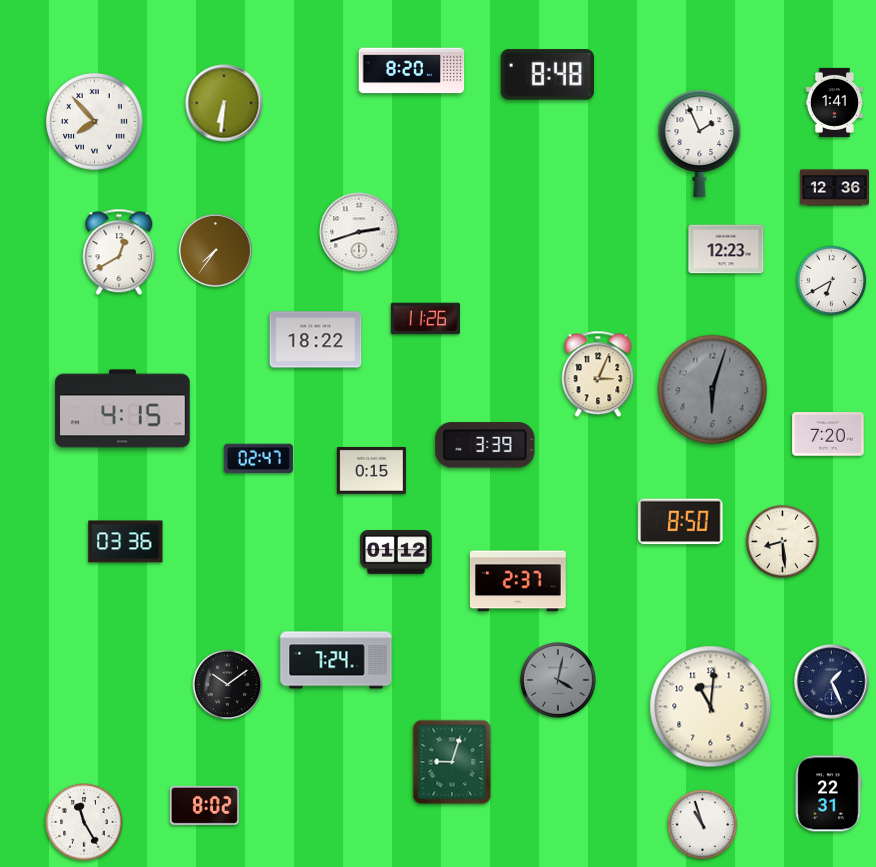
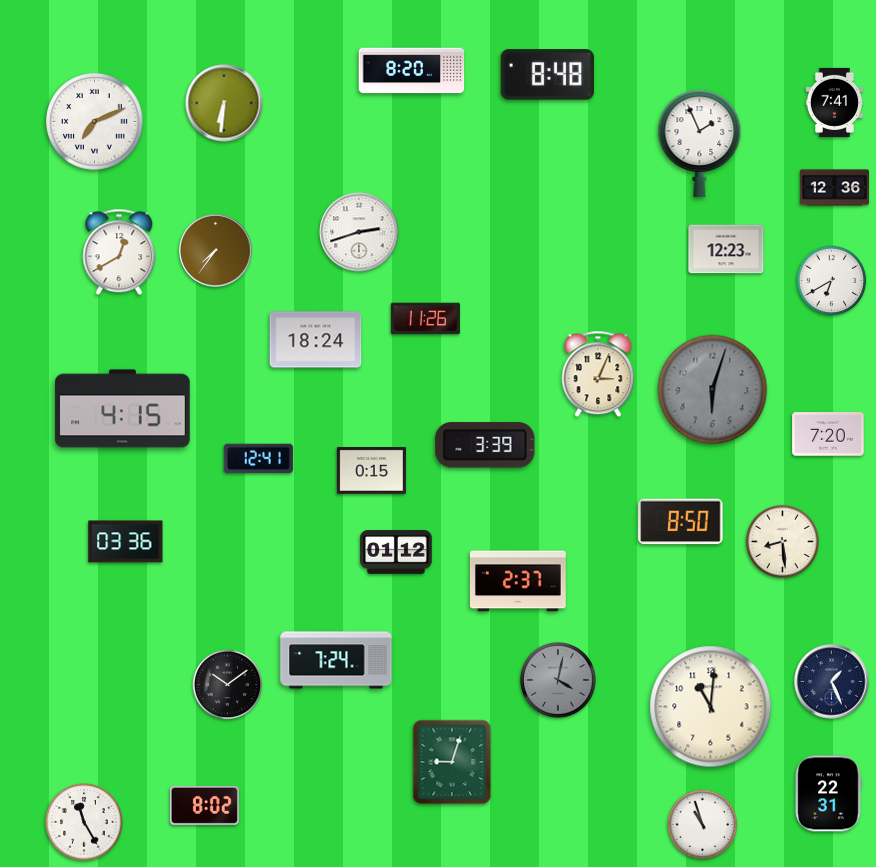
clock at (834, 102): 1:41 -> 7:41
clock at (95, 122): 7:53 -> 7:11
clock at (316, 340): 18:22 -> 18:24
clock at (258, 459): 02:47 -> 12:41
